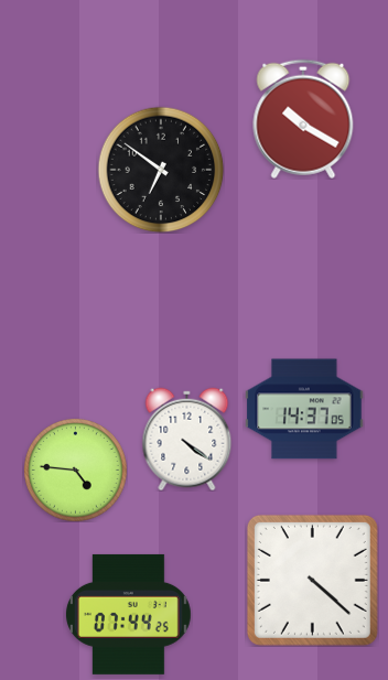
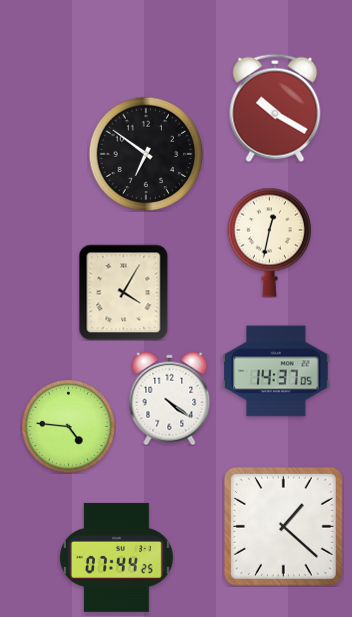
clock at (269, 242): none -> 12:32
clock at (124, 292): none -> 4:05
clock at (312, 580): 4:22 -> 1:22
